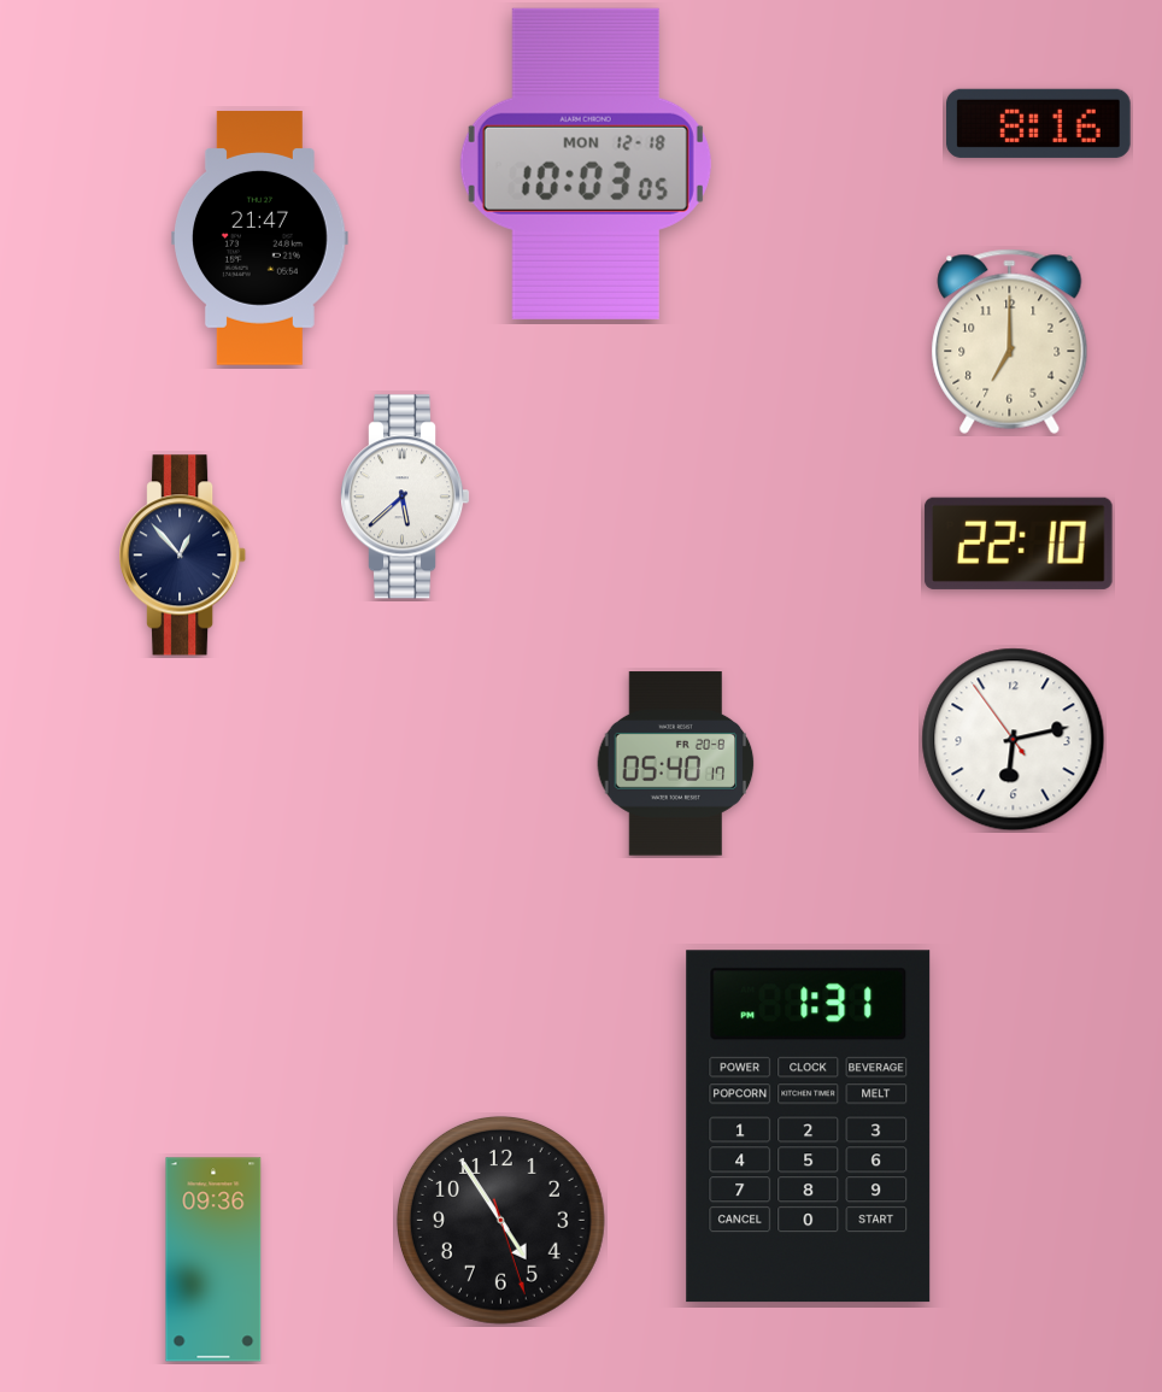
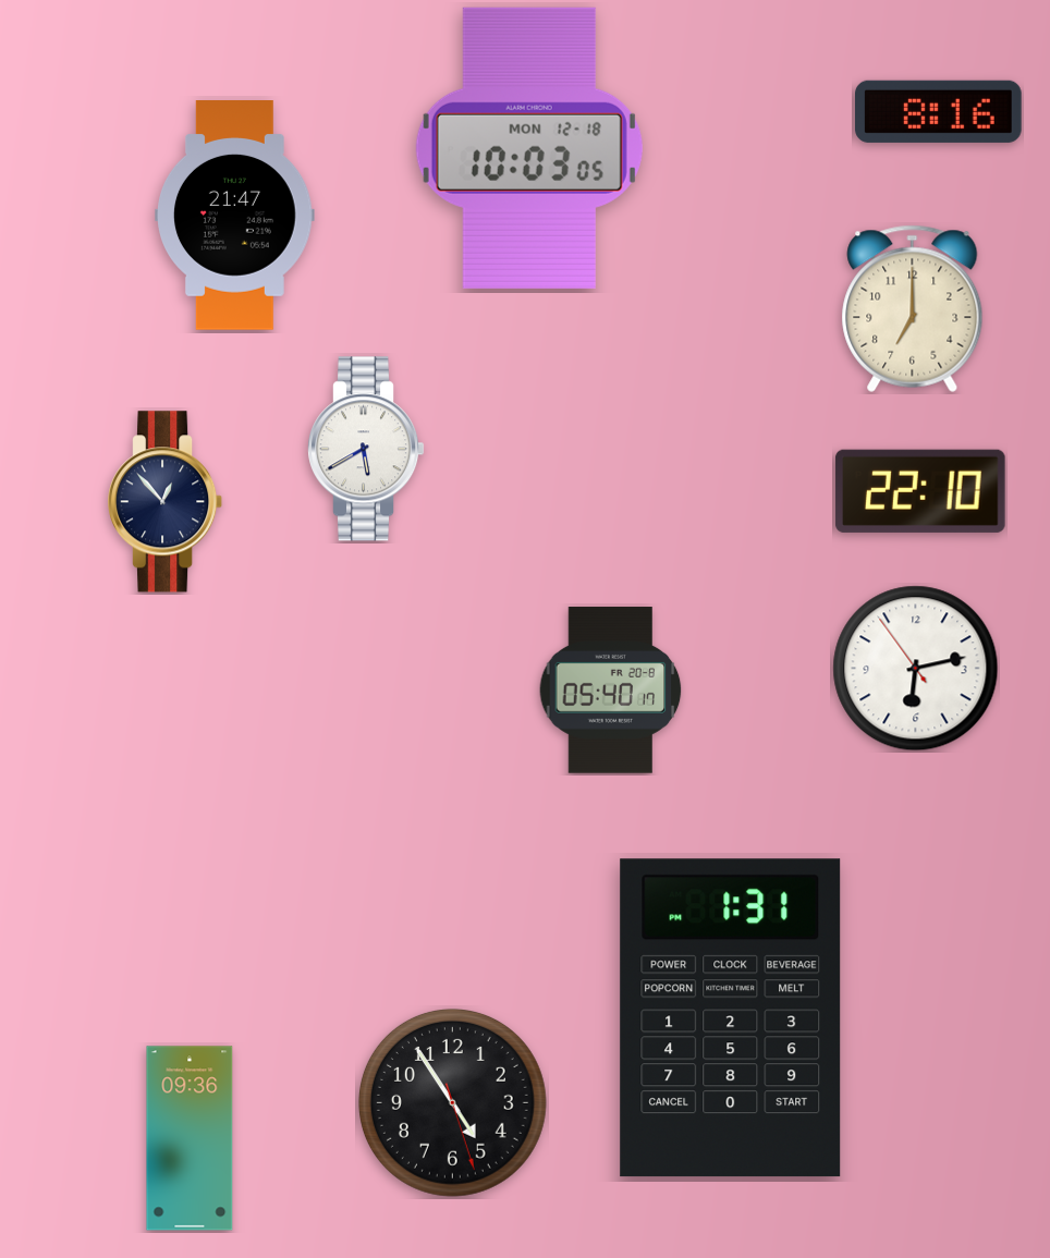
clock at (406, 497): 5:38 -> 5:40
clock at (213, 1259) position: (213, 1259) -> (190, 1138)
